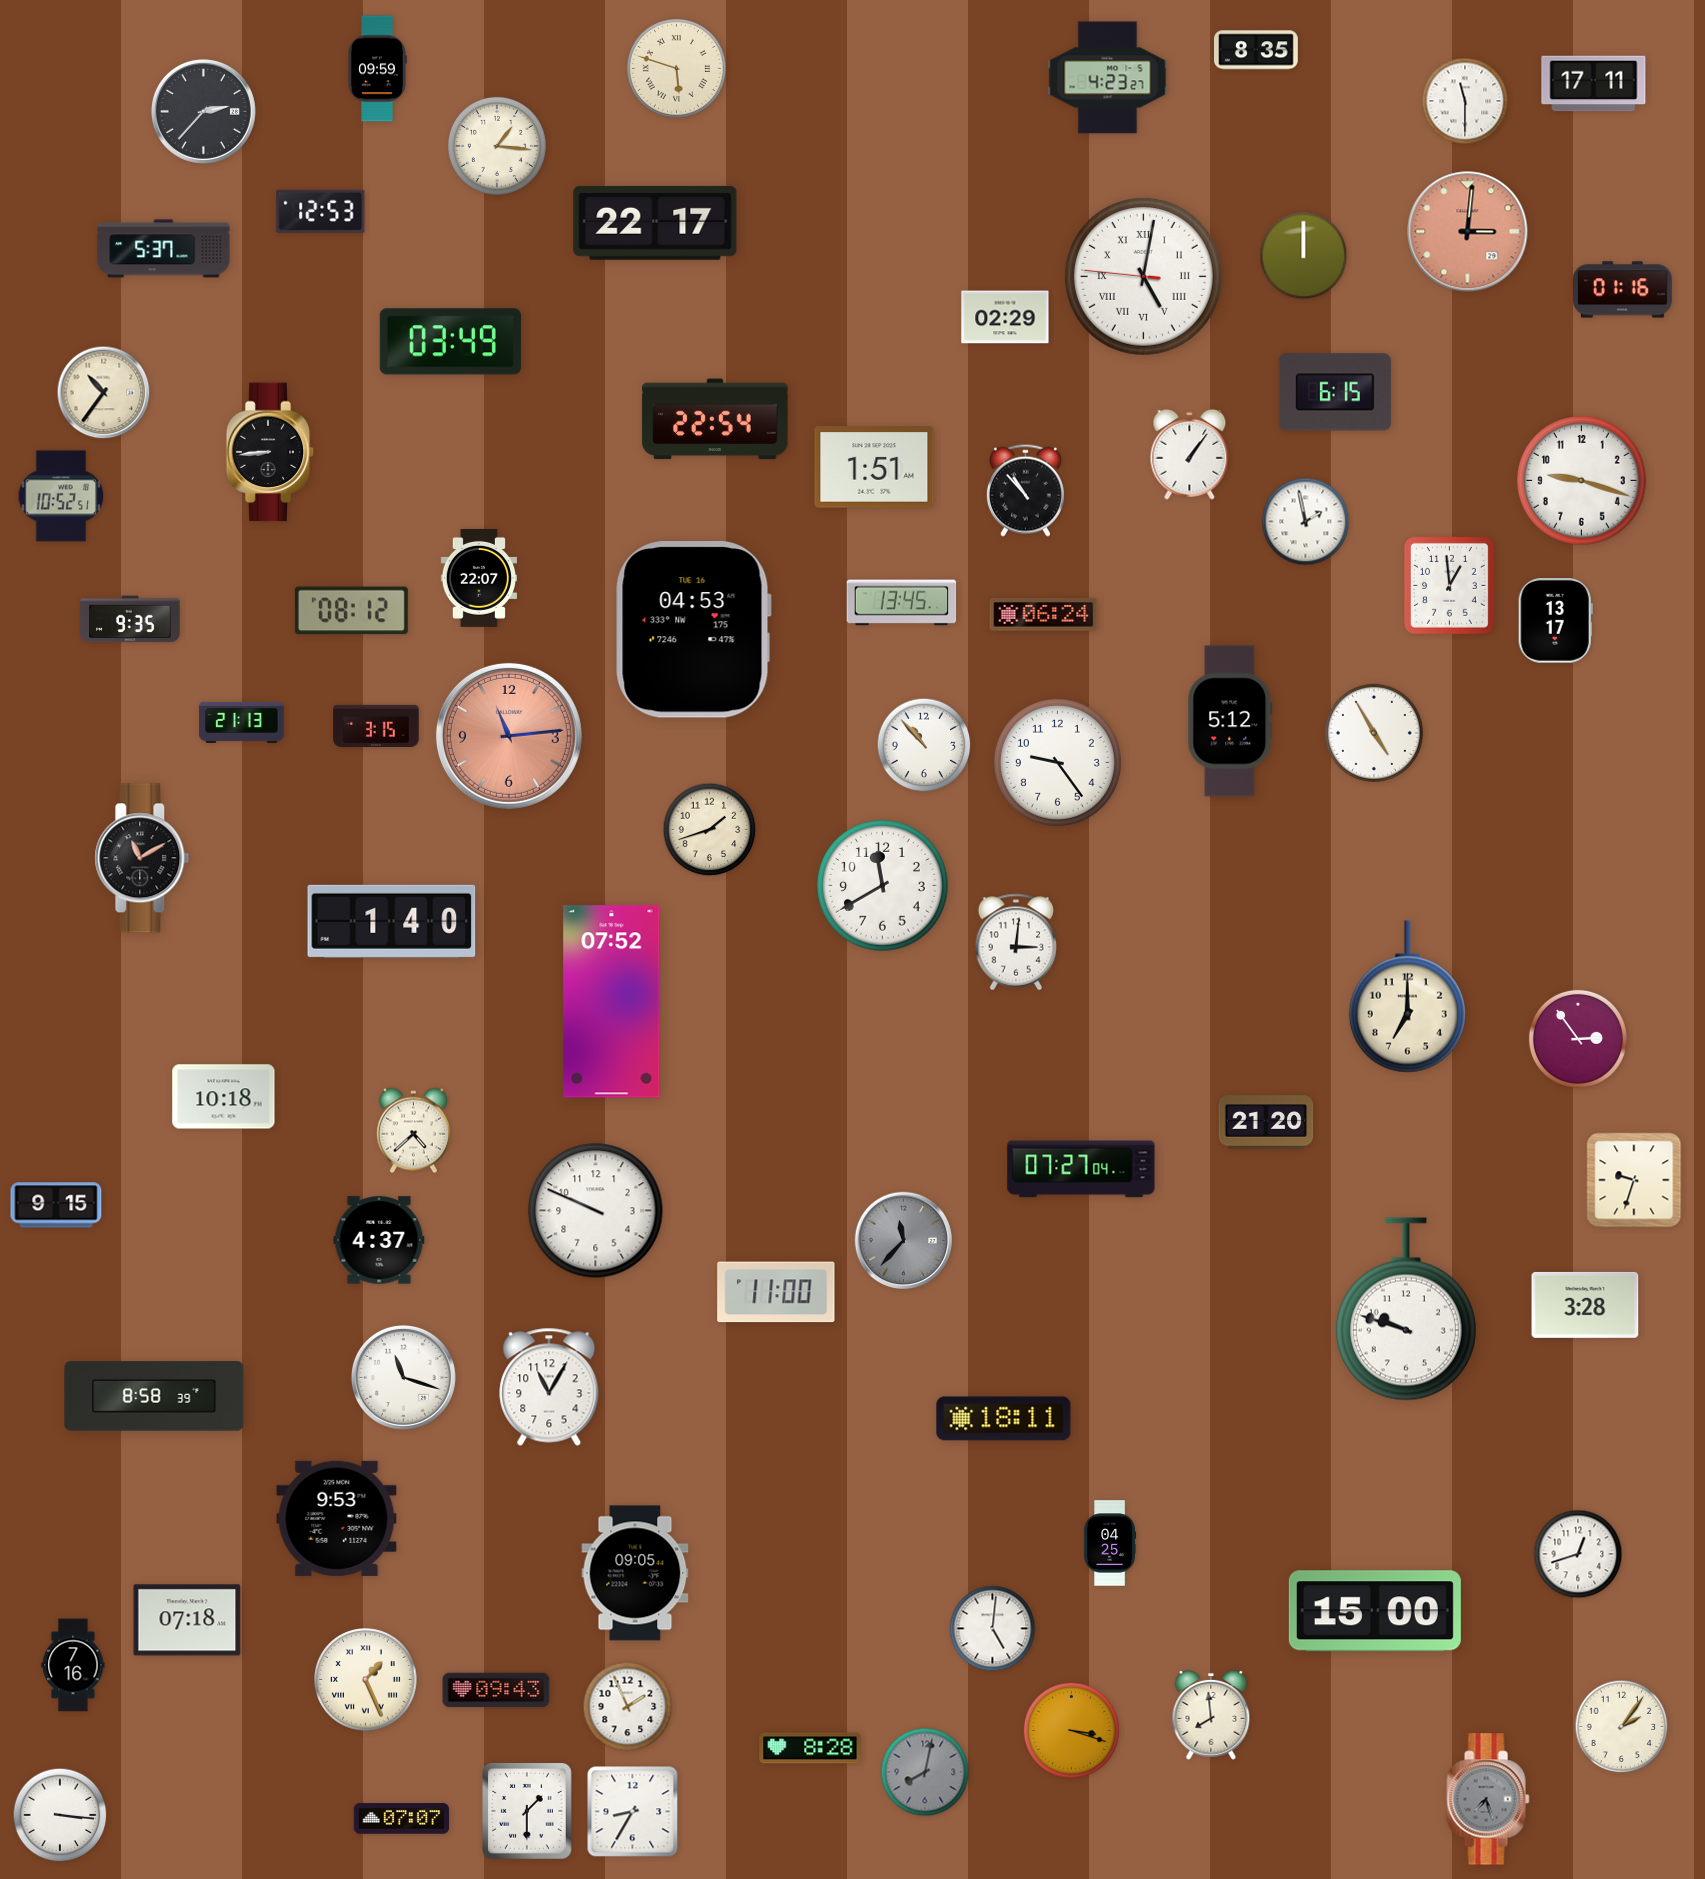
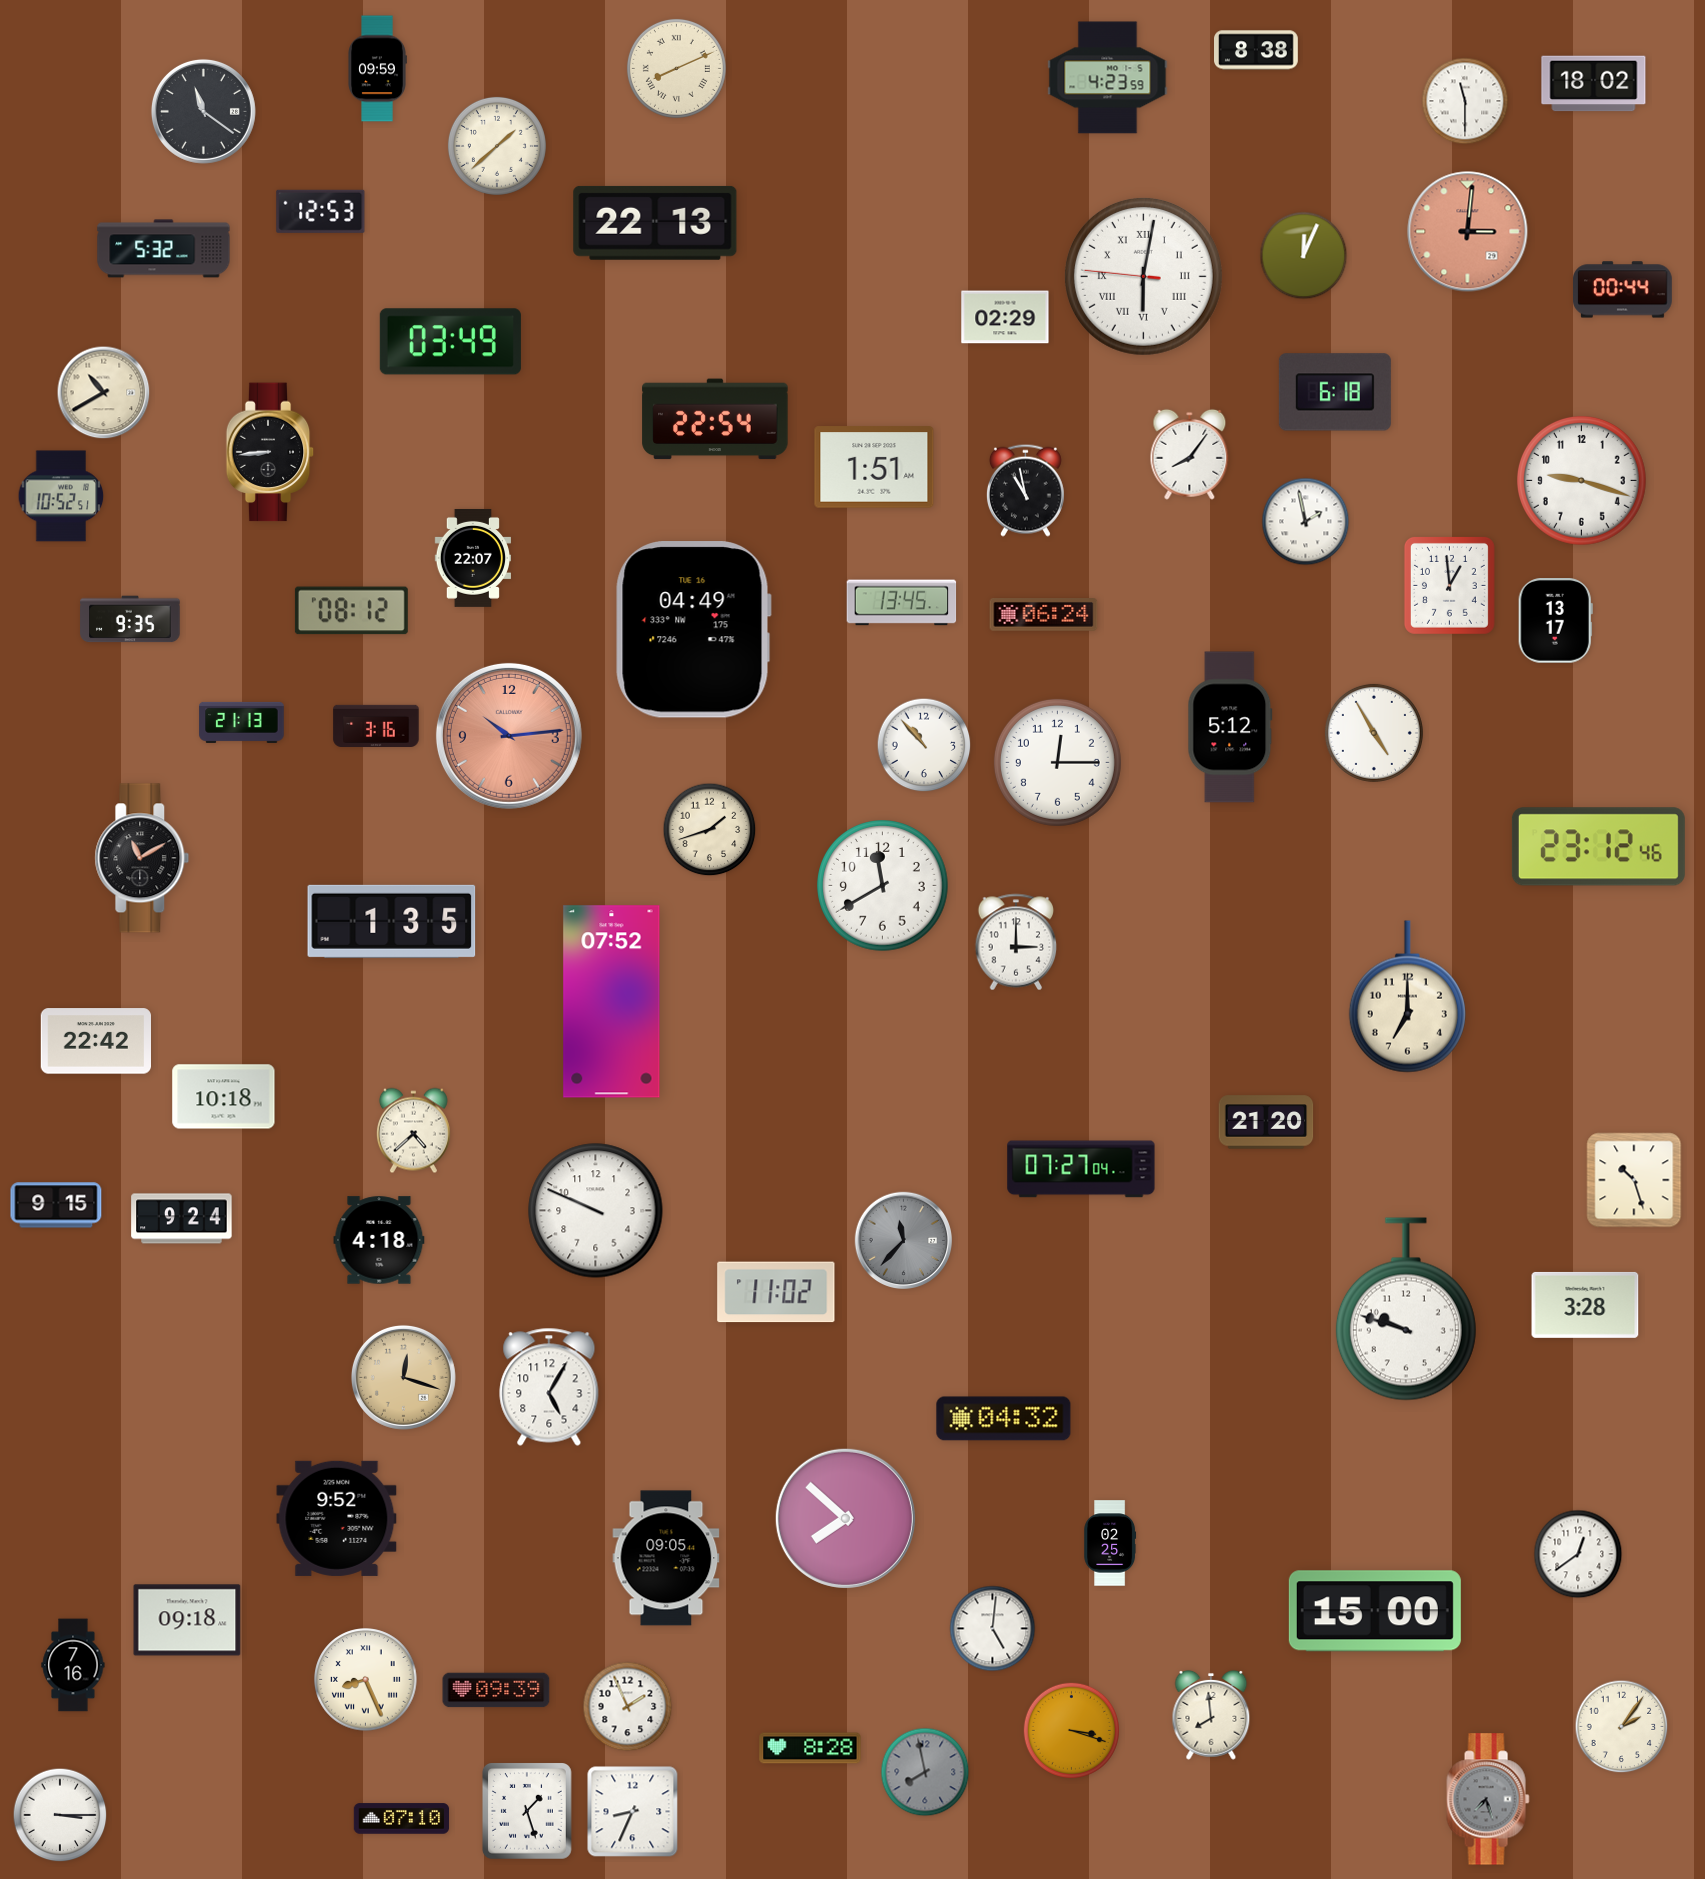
clock at (1257, 50): 8:35 -> 8:38
clock at (676, 68): 5:48 -> 8:11
clock at (1108, 78): 4:23:27 -> 4:23:59
clock at (1594, 84): 17:11 -> 18:02
clock at (203, 111): 2:37 -> 11:21
clock at (497, 146): 1:16 -> 1:38
clock at (655, 223): 22:17 -> 22:13
clock at (164, 249): 5:37 -> 5:32
clock at (1304, 256): 12:00 -> 12:04
clock at (1143, 276): 5:01 -> 6:01
clock at (1623, 290): 01:16 -> 00:44
clock at (1335, 392): 6:15 -> 6:18
clock at (104, 393): 10:36 -> 10:40
clock at (1190, 454): 1:06 -> 8:06
clock at (1025, 490): 10:53 -> 10:58
clock at (478, 578) position: (478, 578) -> (472, 558)
clock at (693, 630): 04:53 -> 04:49
clock at (1230, 721) position: (1230, 721) -> (1230, 727)
clock at (376, 725): 3:15 -> 3:16
clock at (509, 736): 11:14 -> 10:14
clock at (1057, 762): 9:24 -> 12:15
clock at (1598, 847): none -> 23:12
clock at (392, 921): 1:40 -> 1:35
clock at (1016, 942): 3:01 -> 3:00
clock at (1578, 1039): 2:54 -> none
clock at (95, 1041): none -> 22:42
clock at (1634, 1180): 9:33 -> 10:27
clock at (182, 1219): none -> 9:24
clock at (379, 1240): 4:37 -> 4:18
clock at (776, 1292): 11:00 -> 11:02
clock at (403, 1377): 11:18 -> 12:18
clock at (403, 1377) dial: white -> champagne
clock at (549, 1387): 11:05 -> 5:05
clock at (154, 1396): 8:58 -> none
clock at (1004, 1419): 18:11 -> 04:32
clock at (337, 1518): 9:53 -> 9:52
clock at (845, 1518): none -> 7:52
clock at (1110, 1543): 04:25 -> 02:25
clock at (1578, 1554): 12:42 -> 12:39
clock at (635, 1573) position: (635, 1573) -> (666, 1558)
clock at (187, 1620): 07:18 -> 09:18
clock at (366, 1680): 1:26 -> 8:26
clock at (496, 1690): 09:43 -> 09:39
clock at (925, 1772): 8:02 -> 7:58
clock at (527, 1812): 1:30 -> 1:27
clock at (633, 1812): 8:35 -> 8:34
clock at (60, 1815): 3:16 -> 3:15
clock at (402, 1819): 07:07 -> 07:10
